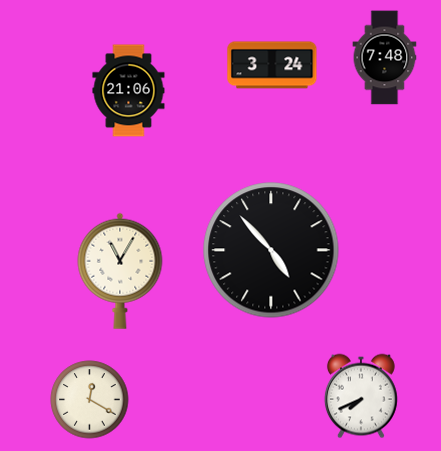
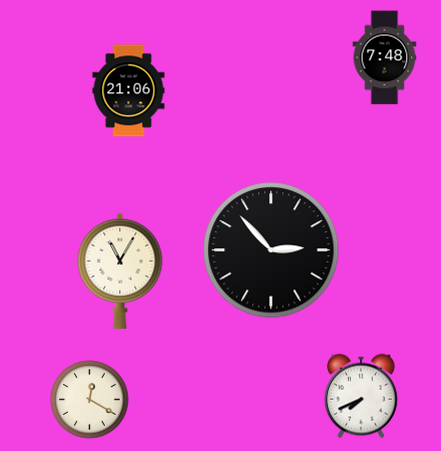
clock at (272, 65): 3:24 -> none
clock at (271, 250): 4:53 -> 2:53
